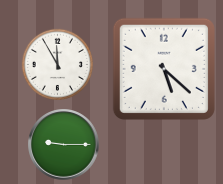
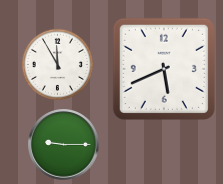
clock at (164, 69): 5:22 -> 5:41
